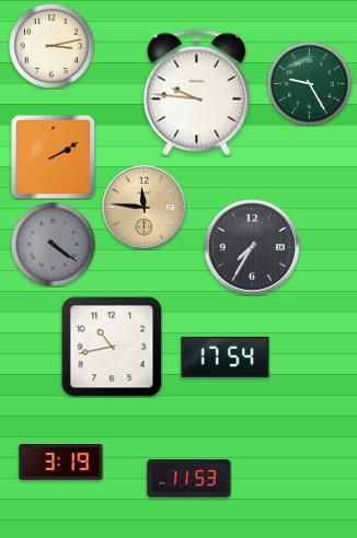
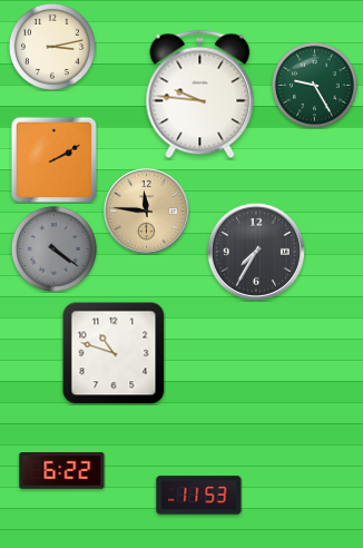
clock at (112, 347): 10:43 -> 10:48
clock at (226, 356): 17:54 -> none
clock at (61, 463): 3:19 -> 6:22
clock at (189, 479) position: (189, 479) -> (199, 496)
